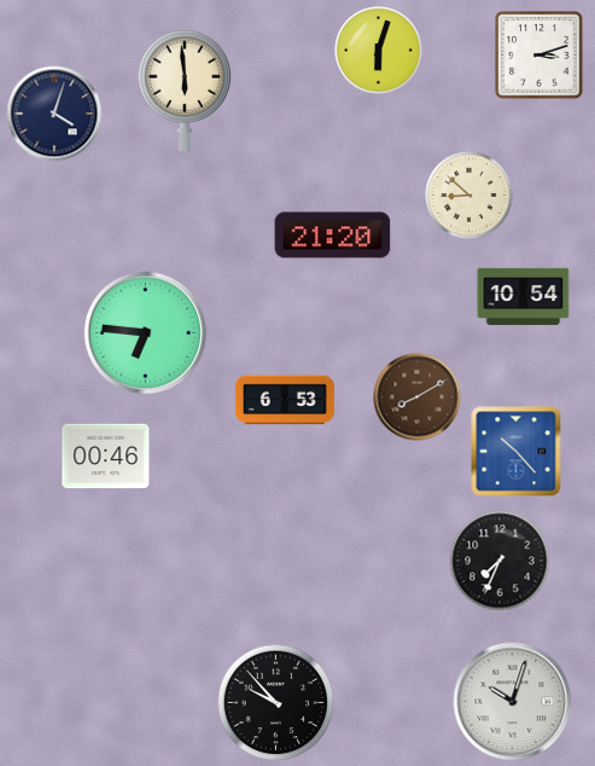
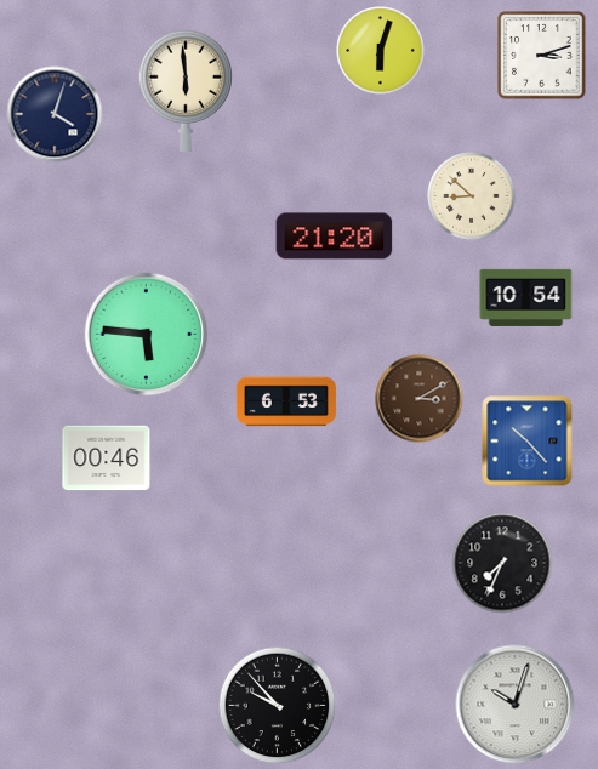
clock at (146, 333): 6:46 -> 5:46
clock at (418, 397): 8:10 -> 3:10
clock at (517, 452) position: (517, 452) -> (528, 442)
